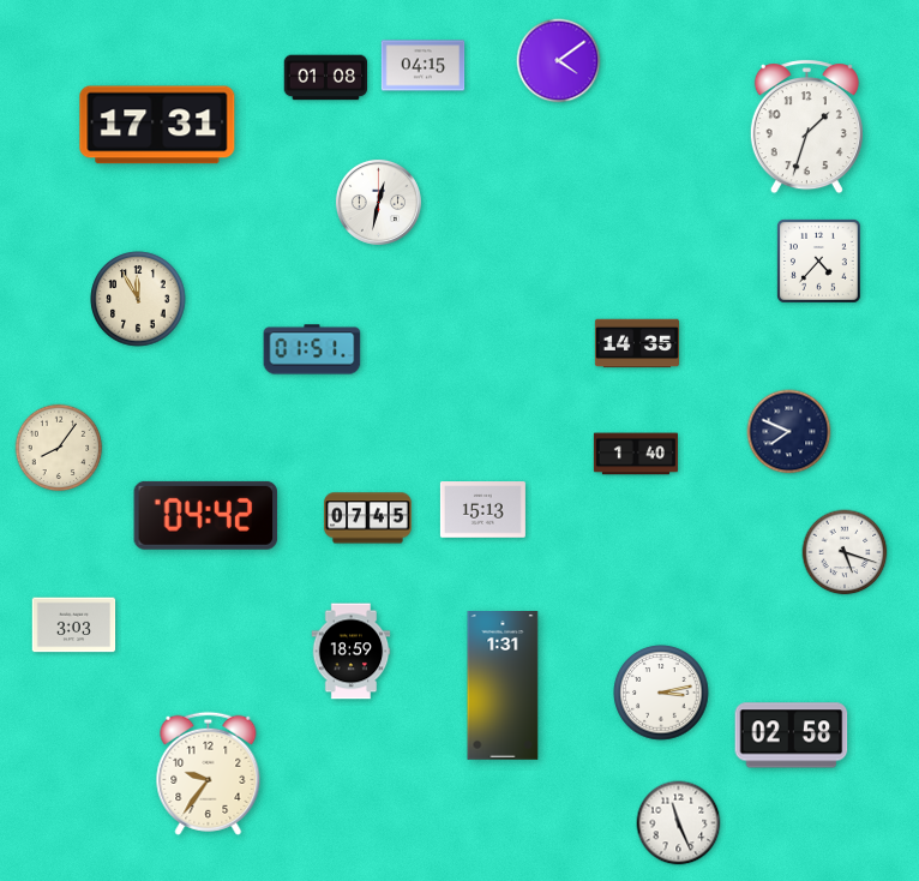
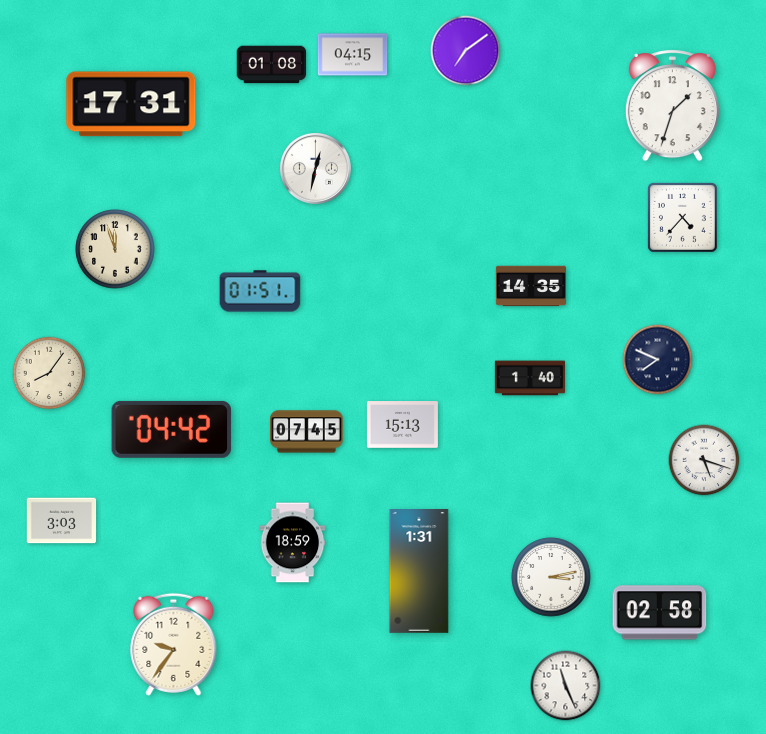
clock at (559, 61): 4:09 -> 7:09
clock at (138, 299): 11:55 -> 11:57
